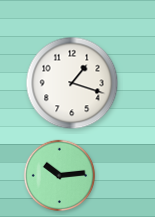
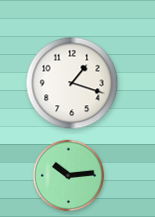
clock at (60, 176) position: (60, 176) -> (69, 176)
